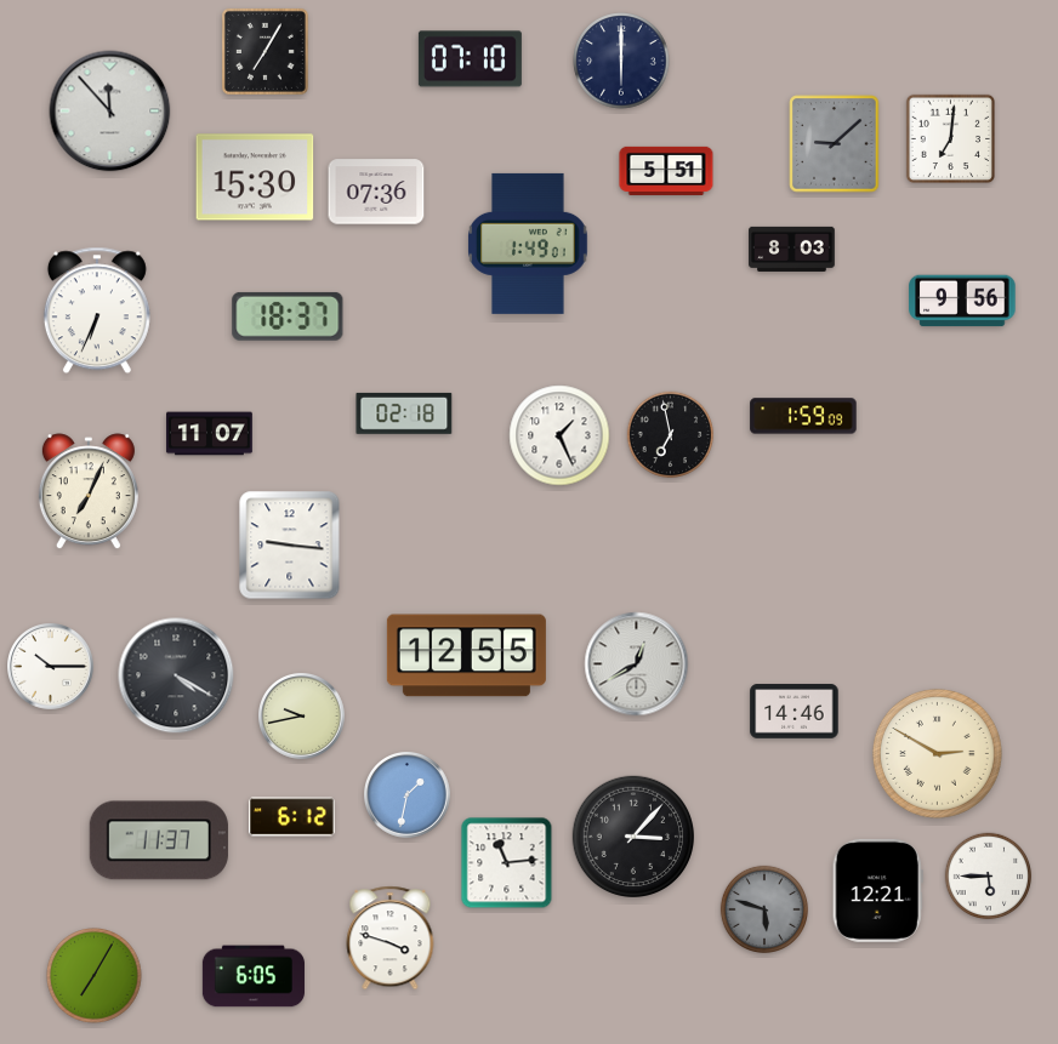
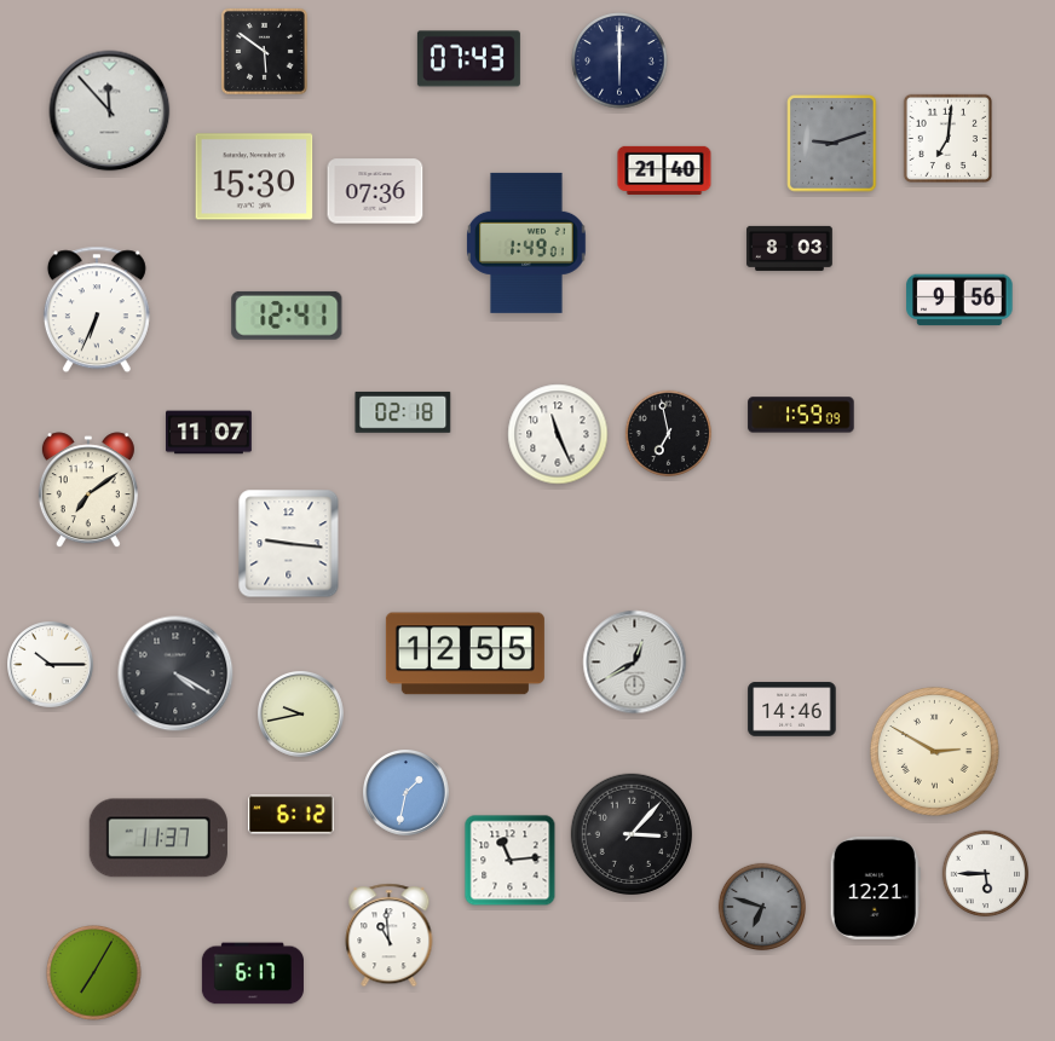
clock at (264, 51): 7:05 -> 5:51
clock at (470, 59): 07:10 -> 07:43
clock at (835, 144): 9:08 -> 9:12
clock at (666, 171): 5:51 -> 21:40
clock at (288, 316): 18:37 -> 12:41
clock at (559, 435): 1:26 -> 11:26
clock at (89, 492): 7:04 -> 7:09
clock at (507, 863) position: (507, 863) -> (511, 861)
clock at (763, 908): 5:48 -> 6:48
clock at (391, 939): 3:48 -> 10:59
clock at (254, 976): 6:05 -> 6:17
